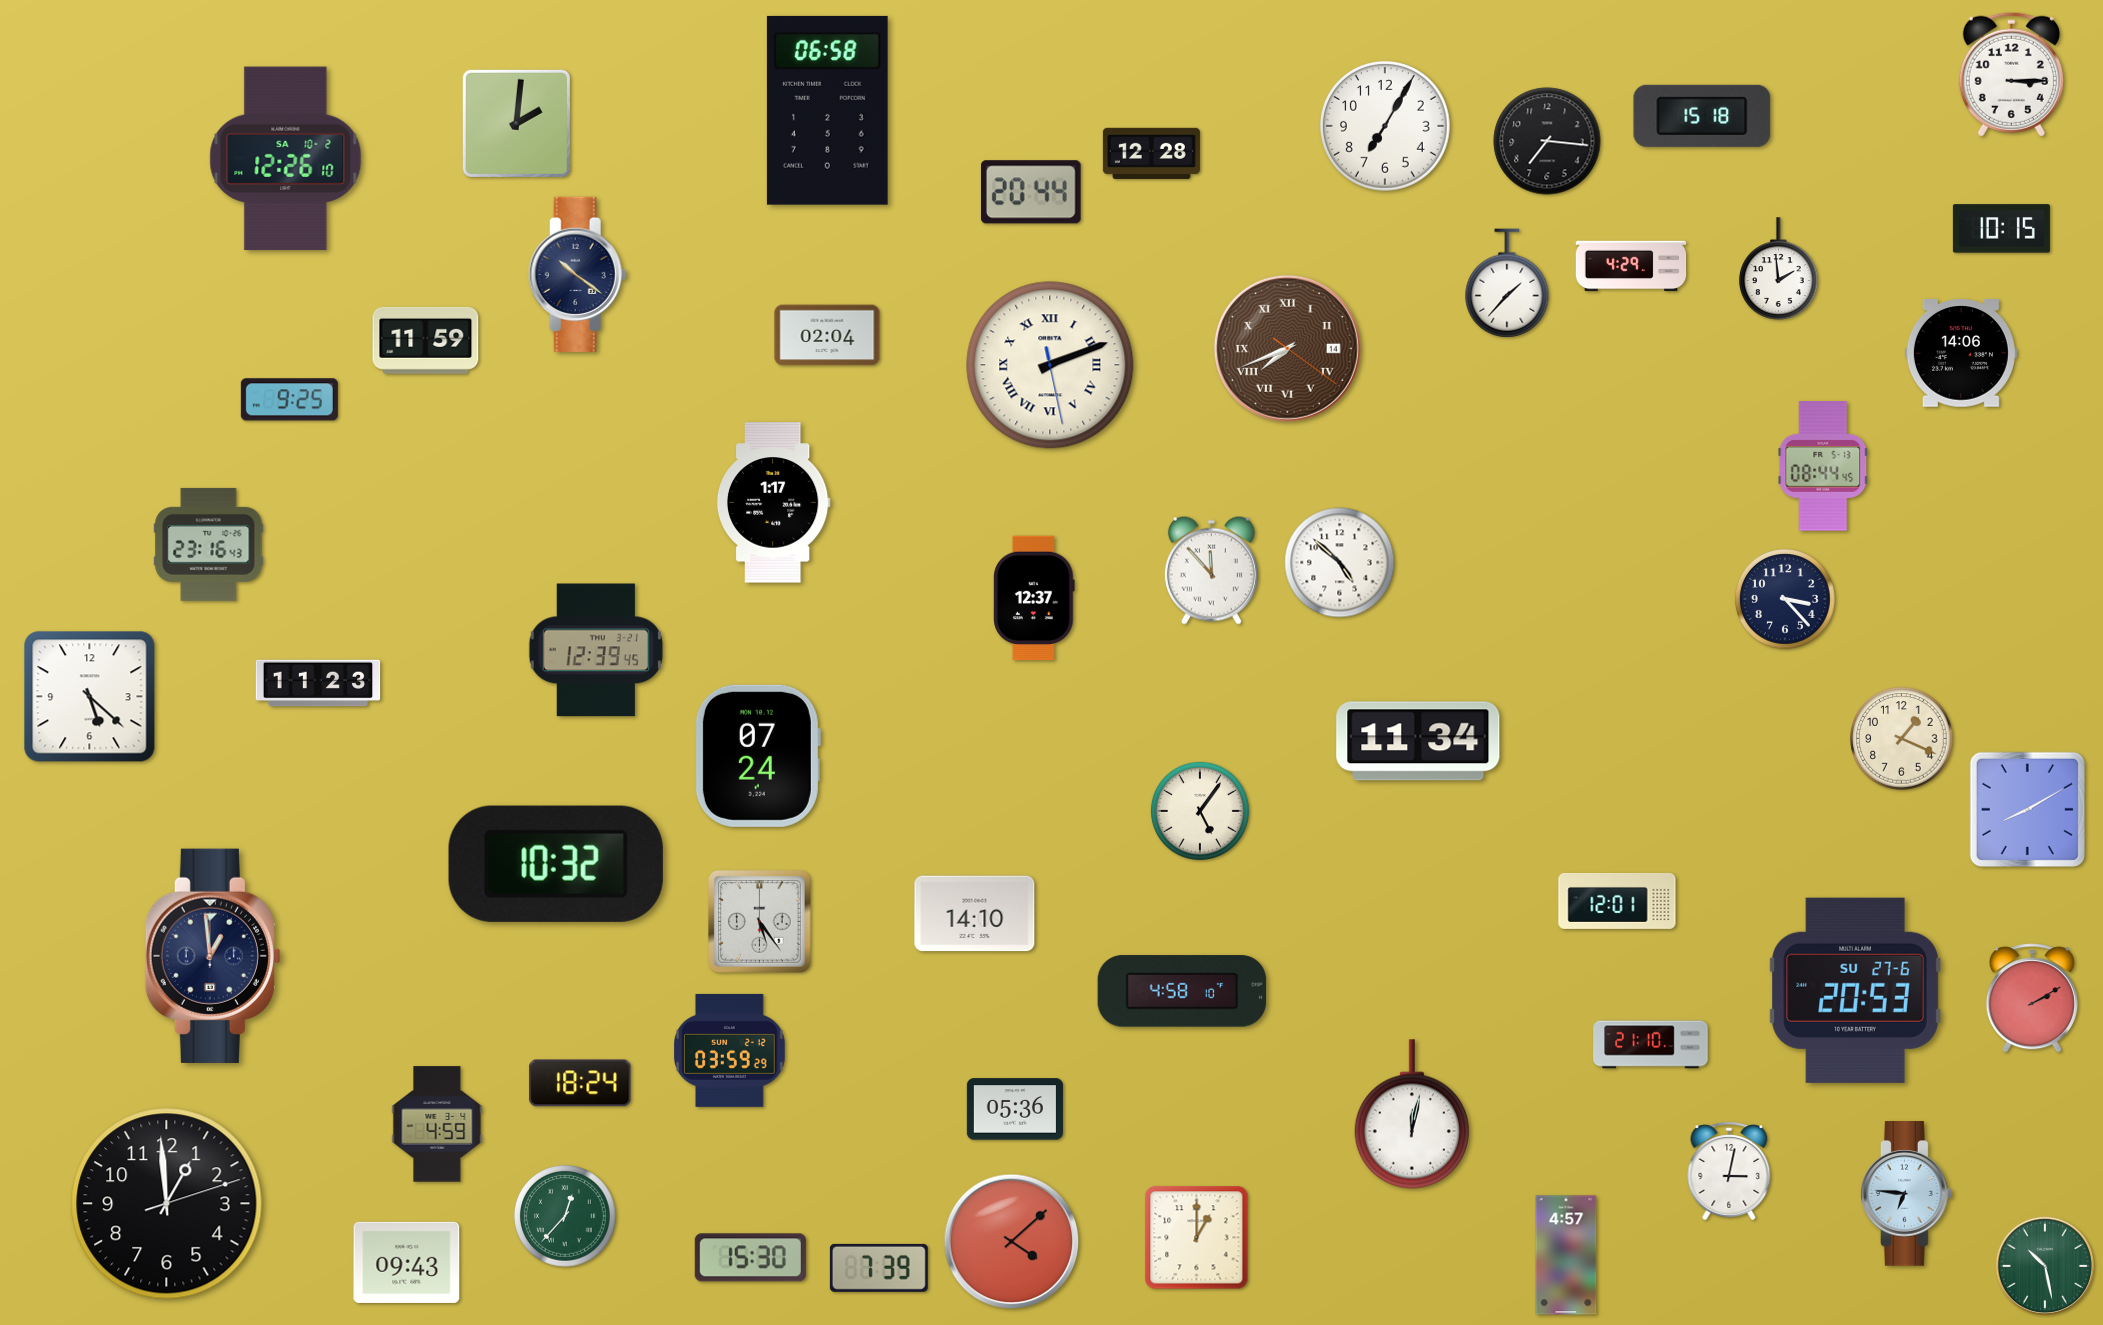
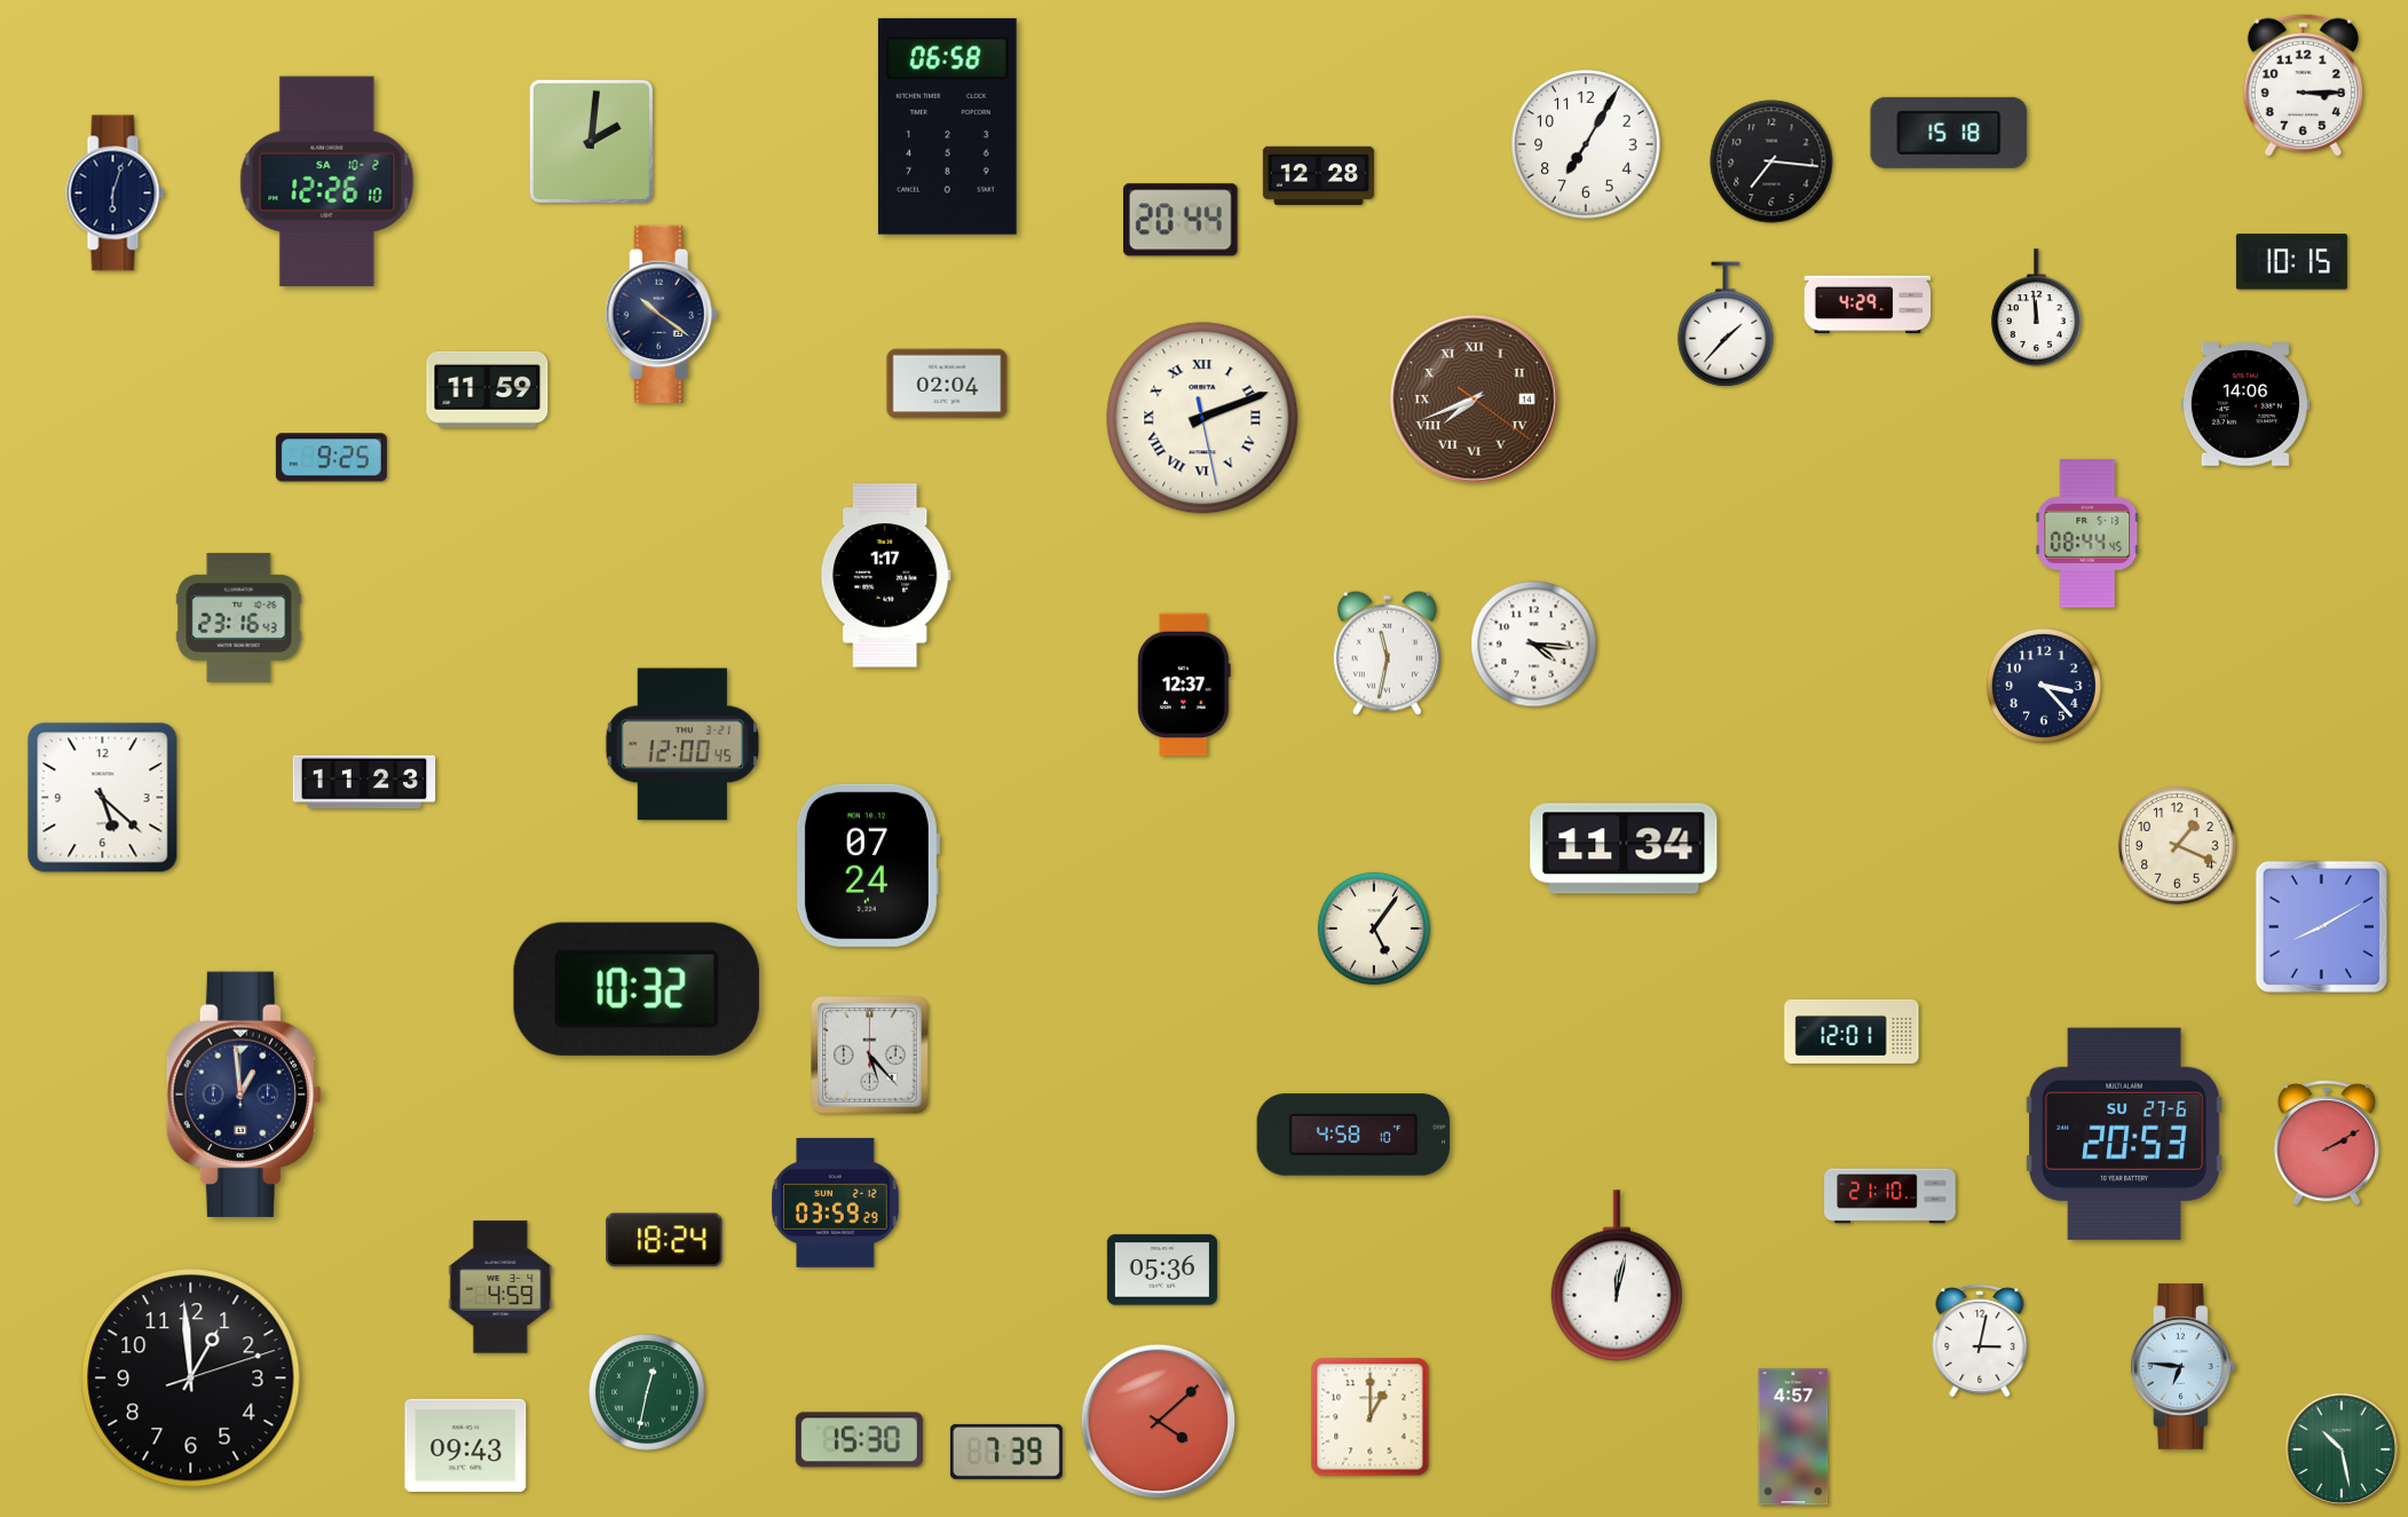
clock at (116, 193): none -> 6:03
clock at (1779, 269): 1:59 -> 11:59
clock at (209, 544) position: (209, 544) -> (239, 617)
clock at (1340, 563): 4:52 -> 4:16
clock at (1211, 570): 11:53 -> 11:32
clock at (596, 650): 12:39 -> 12:00
clock at (975, 914): 14:10 -> none
clock at (760, 922): 5:24 -> 5:23
clock at (565, 1216): 12:37 -> 12:32
